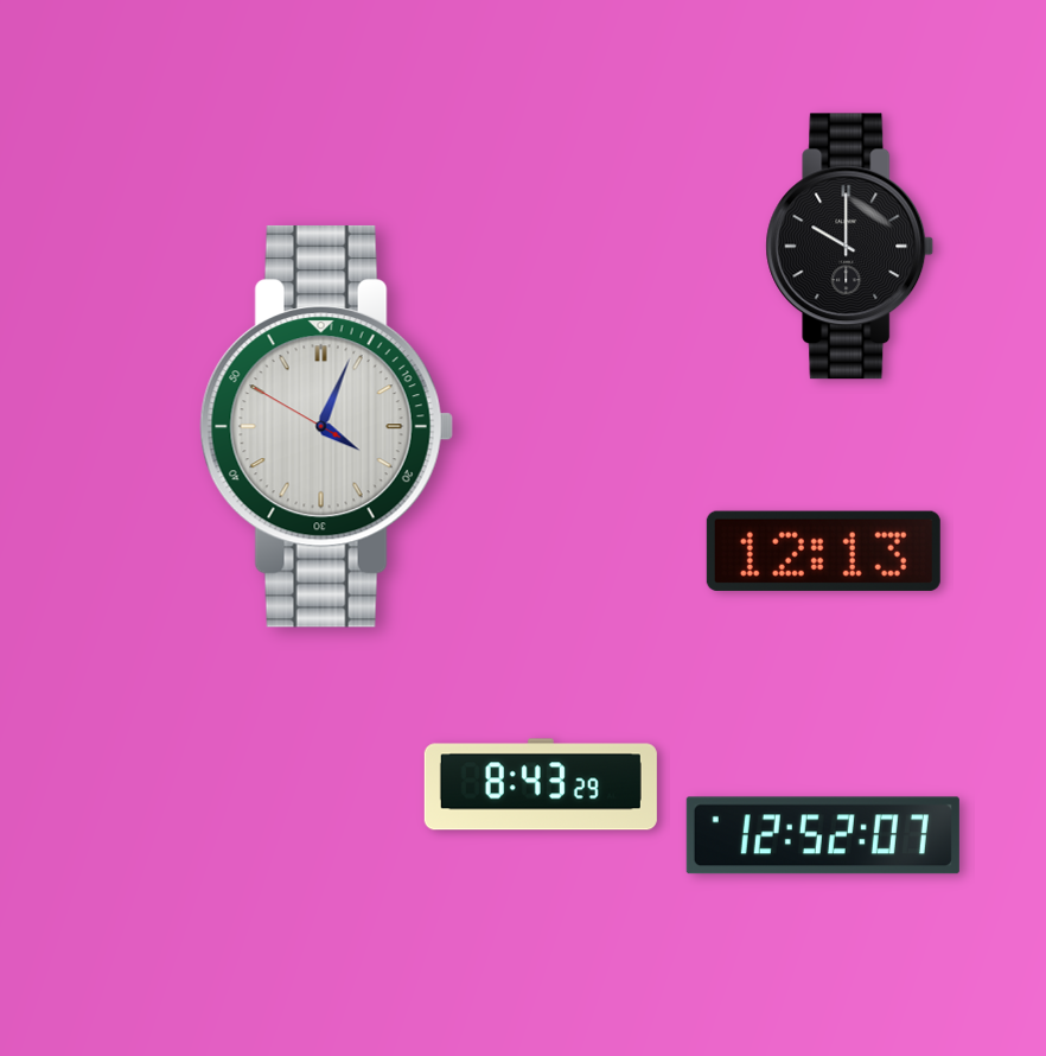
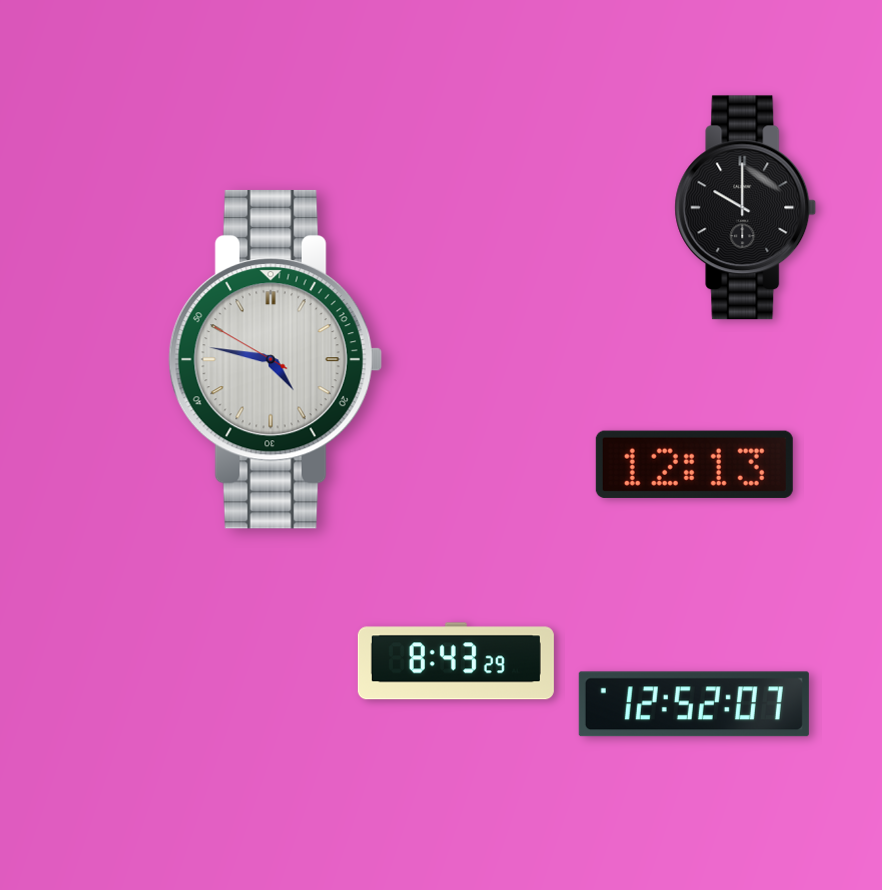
clock at (850, 247) position: (850, 247) -> (746, 208)
clock at (326, 426): 4:03 -> 4:46
